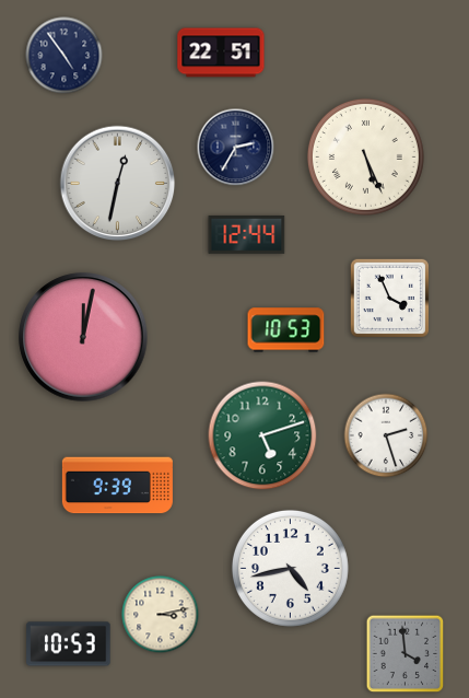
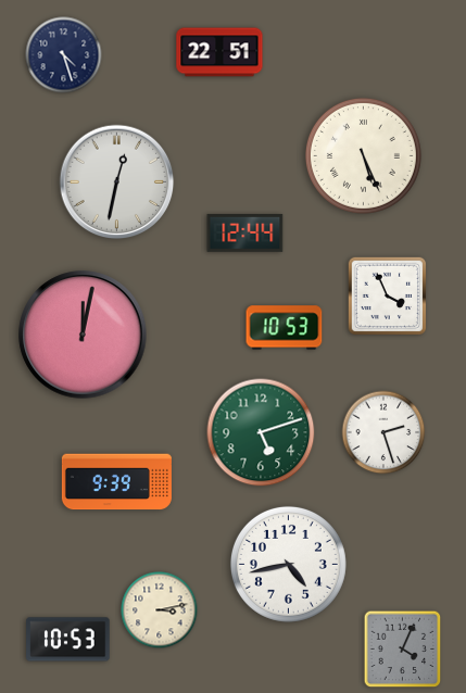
clock at (65, 56): 4:54 -> 4:27
clock at (236, 148): 2:35 -> none
clock at (406, 654): 3:59 -> 4:04
